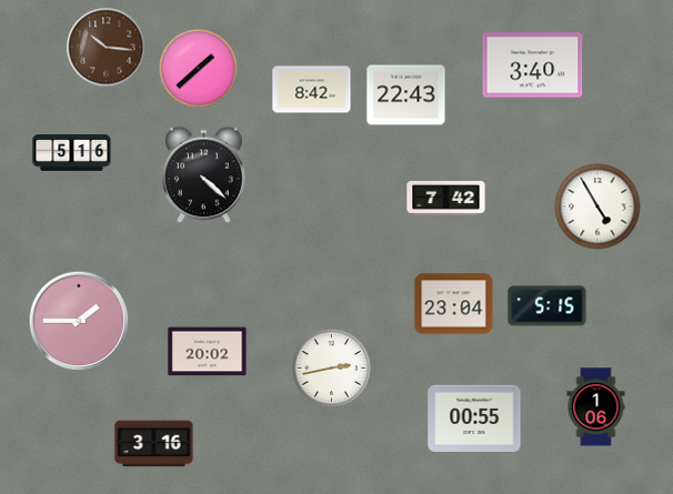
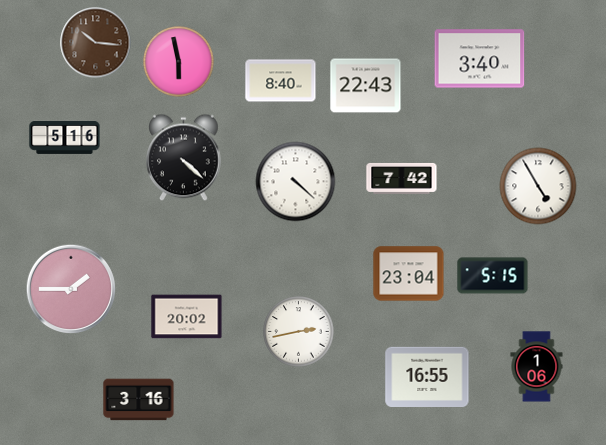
clock at (199, 69): 1:38 -> 5:58
clock at (312, 90): 8:42 -> 8:40
clock at (296, 182): none -> 4:22
clock at (474, 417): 00:55 -> 16:55
